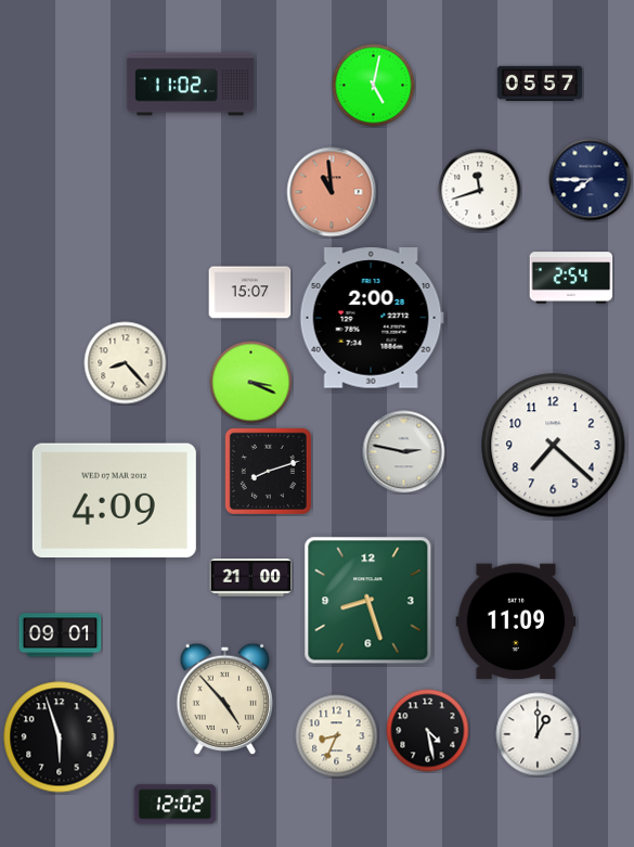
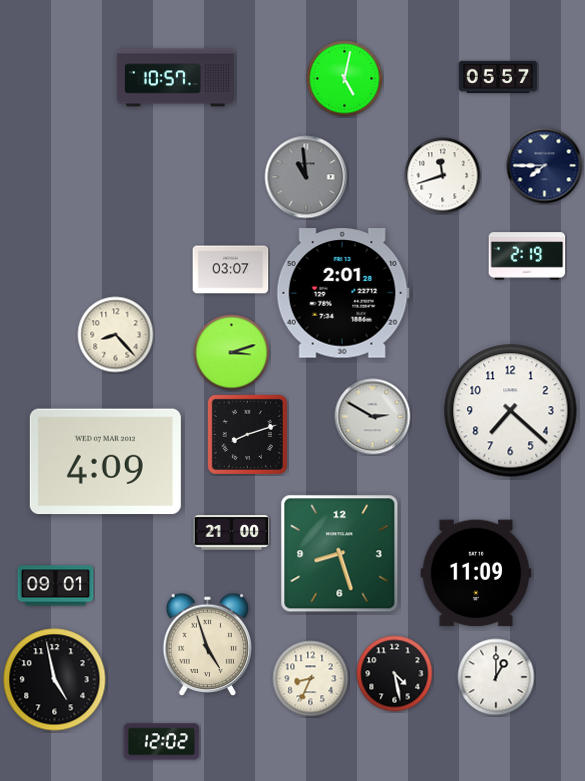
clock at (190, 85): 11:02 -> 10:57
clock at (332, 192) dial: salmon -> grey
clock at (571, 278): 2:54 -> 2:19
clock at (250, 293): 15:07 -> 03:07
clock at (372, 318): 2:00 -> 2:01
clock at (251, 383): 3:19 -> 3:12
clock at (404, 452): 2:47 -> 2:50
clock at (225, 700): 4:53 -> 4:57
clock at (60, 737): 5:57 -> 4:58
